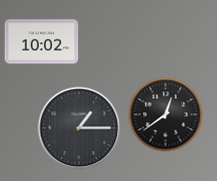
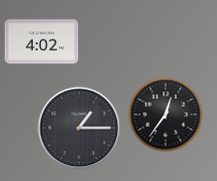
clock at (42, 42): 10:02 -> 4:02
clock at (166, 115): 12:39 -> 12:36
